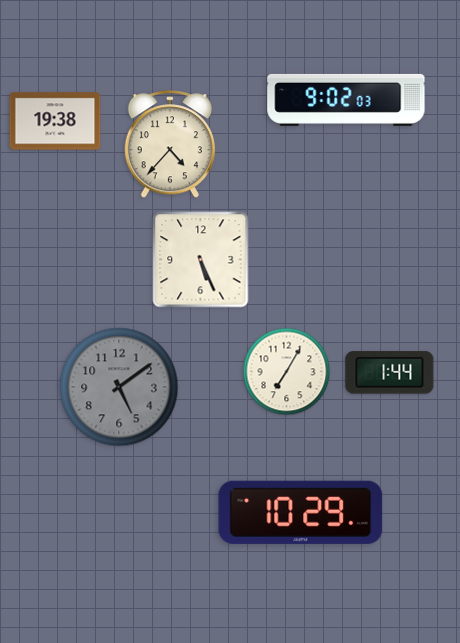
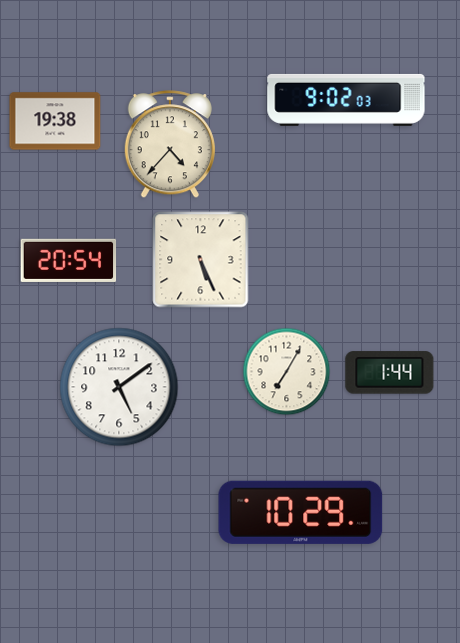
clock at (69, 260): none -> 20:54
clock at (119, 387) dial: grey -> white
